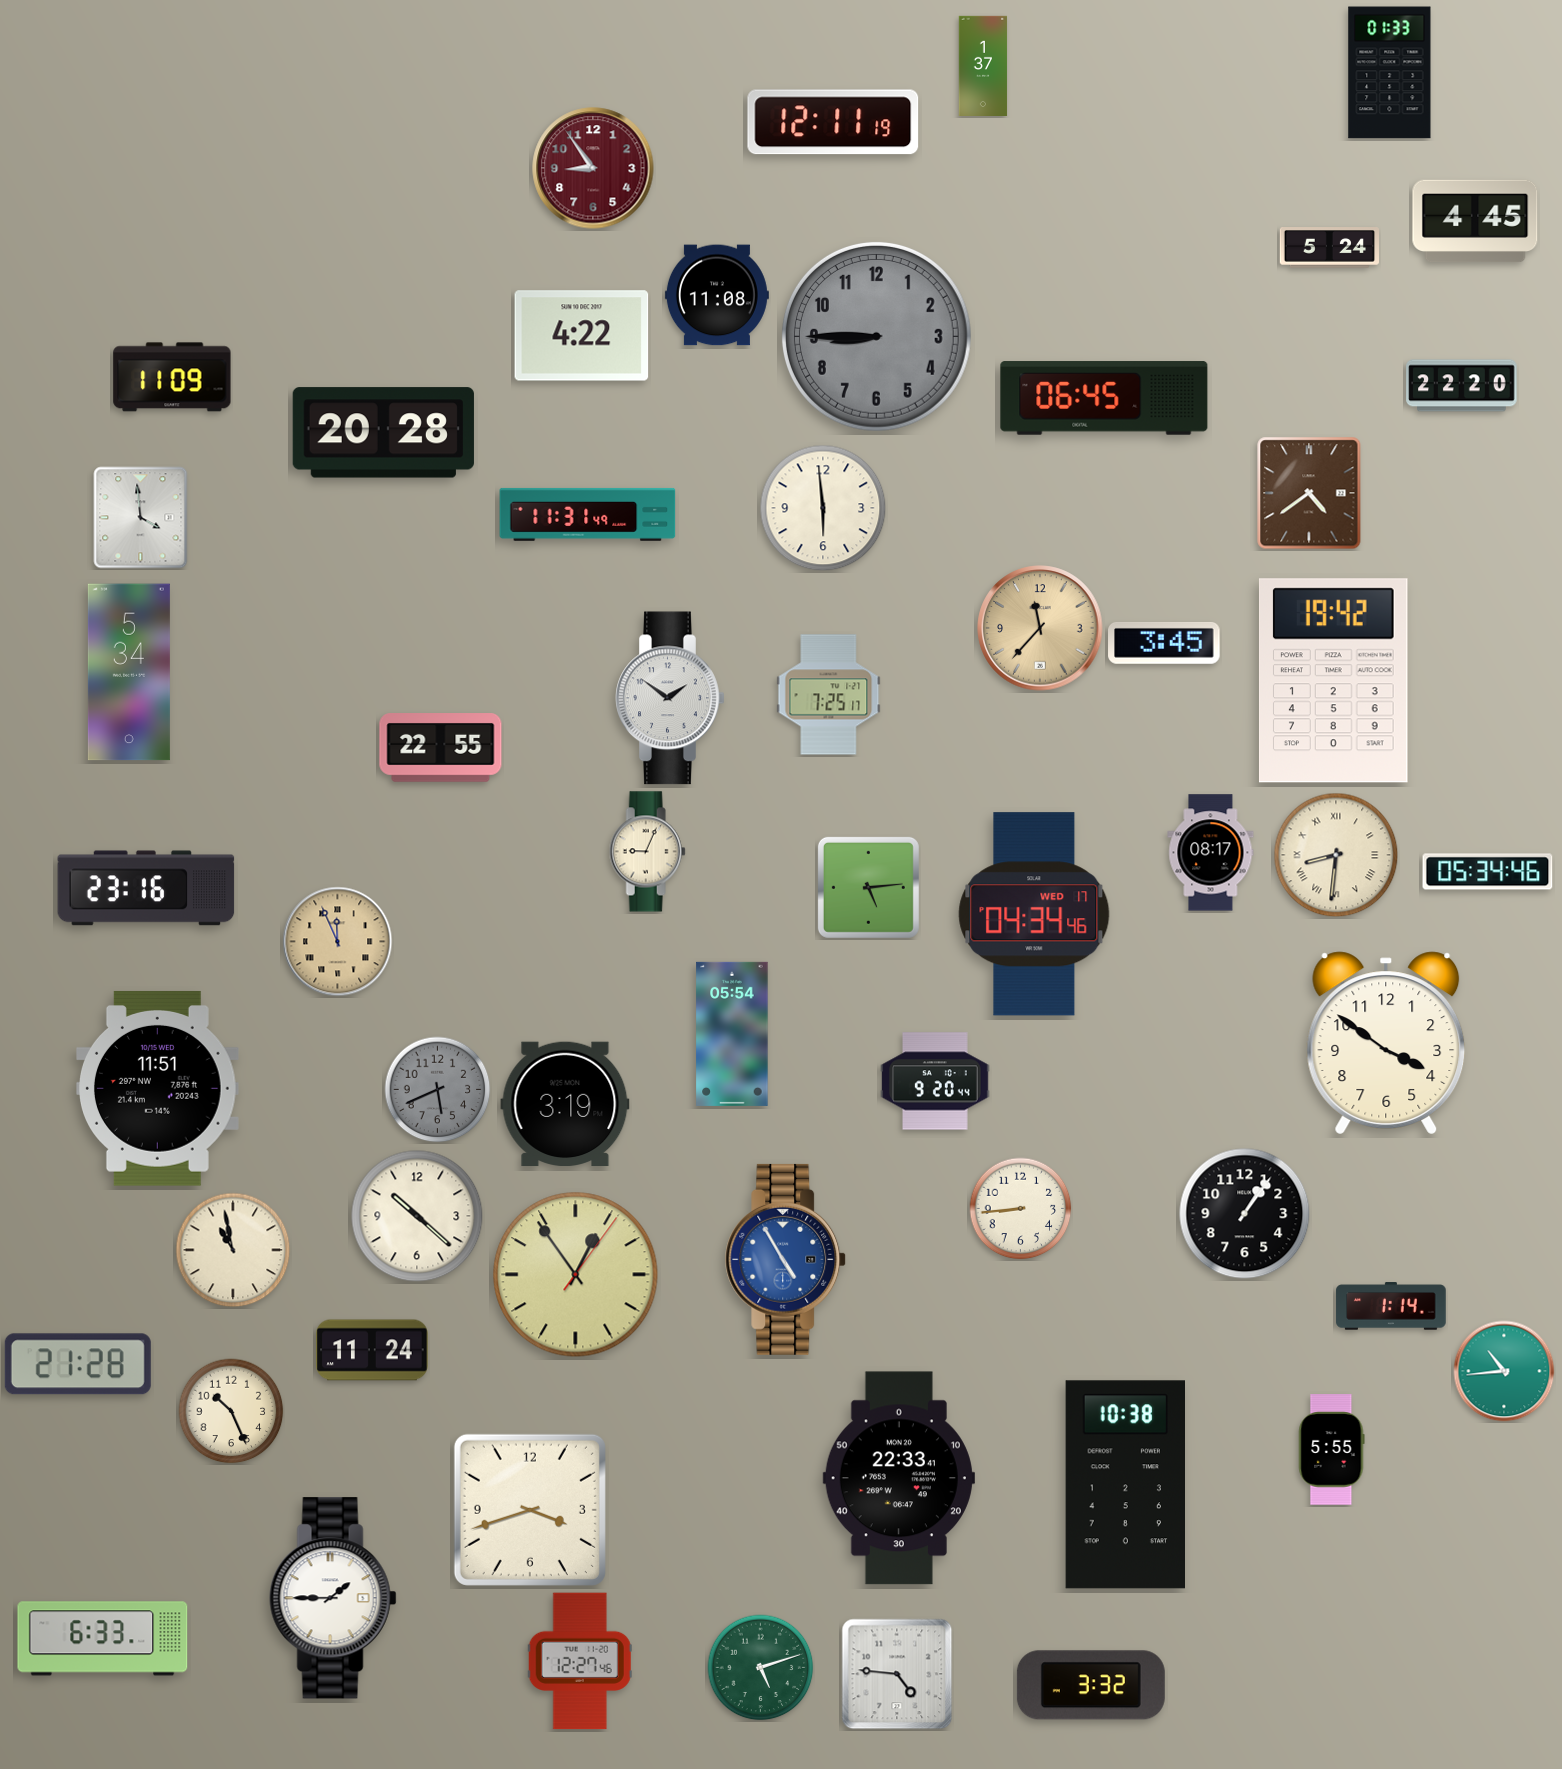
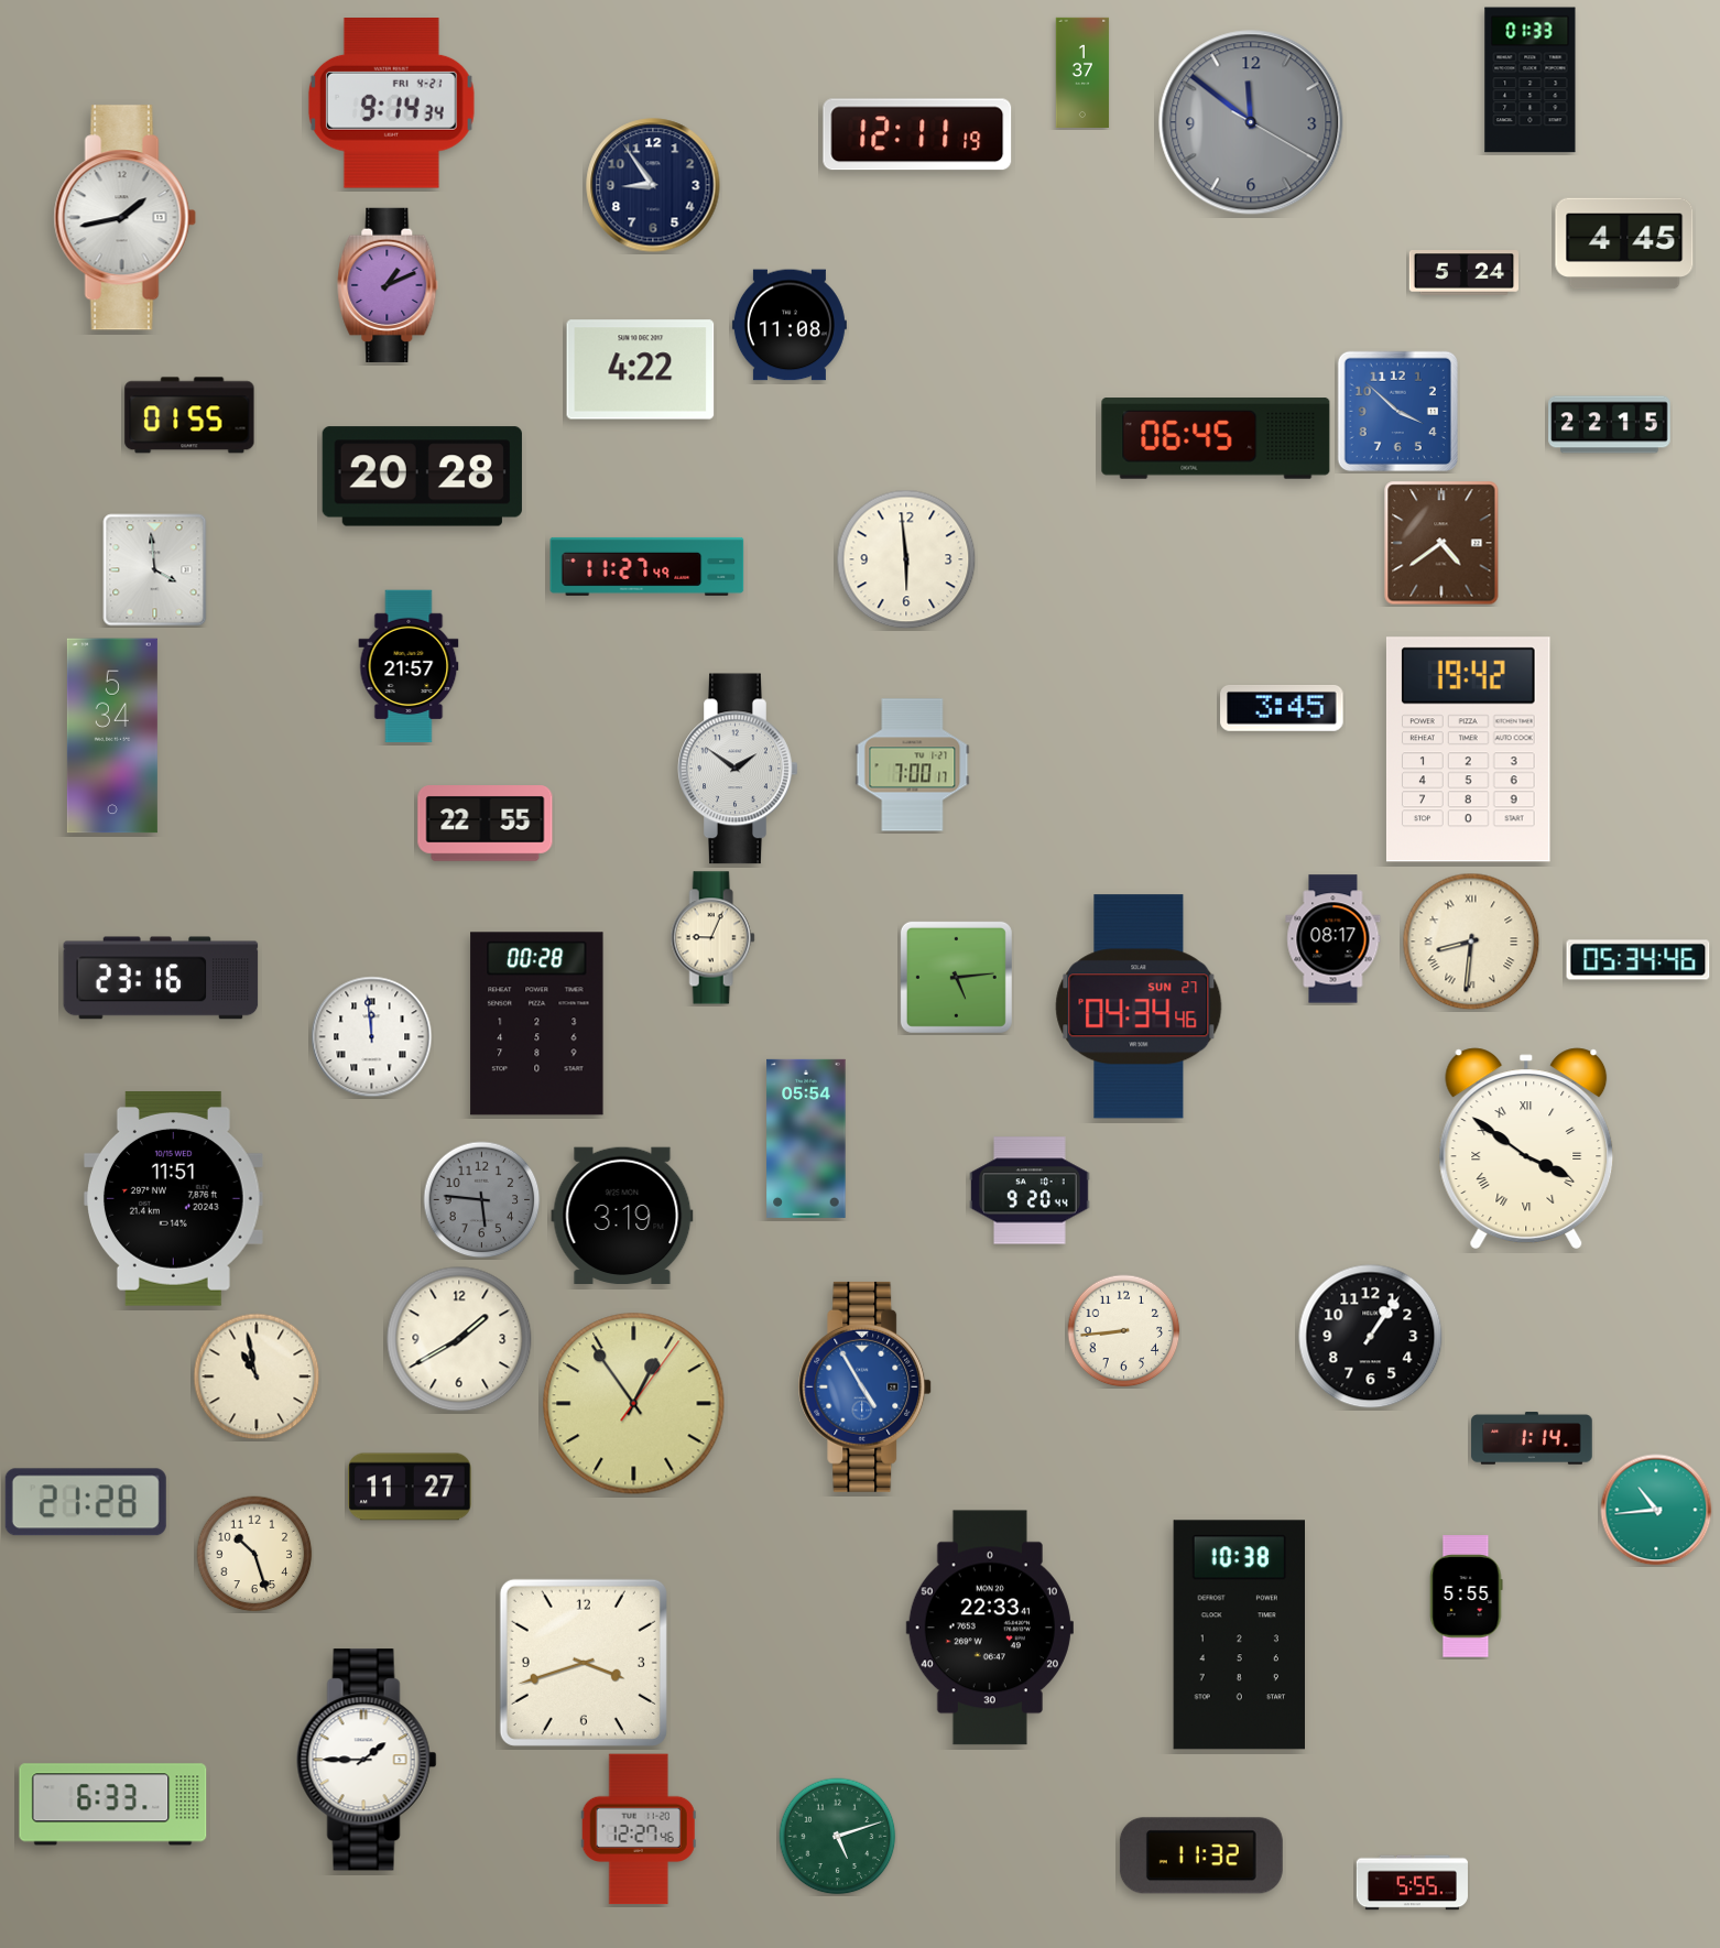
clock at (391, 104): none -> 9:14
clock at (1251, 122): none -> 11:51
clock at (593, 168) dial: burgundy -> navy
clock at (124, 218): none -> 1:43
clock at (388, 284): none -> 1:11
clock at (876, 336): 8:45 -> none
clock at (1397, 411): none -> 3:52
clock at (172, 377): 11:09 -> 01:55
clock at (1462, 386): 22:20 -> 22:15
clock at (588, 514): 11:31 -> 11:27
clock at (409, 666): none -> 21:57
clock at (1040, 628): 11:37 -> none
clock at (129, 672) position: (129, 672) -> (112, 736)
clock at (829, 695): 7:25 -> 7:00
clock at (1034, 914) date: WED 17 -> SUN 27
clock at (537, 1024): none -> 00:28
clock at (338, 942): 11:56 -> 11:59
clock at (338, 942) dial: champagne -> white
clock at (1386, 1043) numerals: Arabic -> Roman
clock at (438, 1090): 5:41 -> 5:46
clock at (417, 1216): 10:22 -> 1:40
clock at (372, 1350): 11:24 -> 11:27
clock at (231, 1411): 10:26 -> 10:27
clock at (897, 1674): 4:46 -> none
clock at (1091, 1685): 3:32 -> 11:32
clock at (1412, 1883): none -> 5:55
